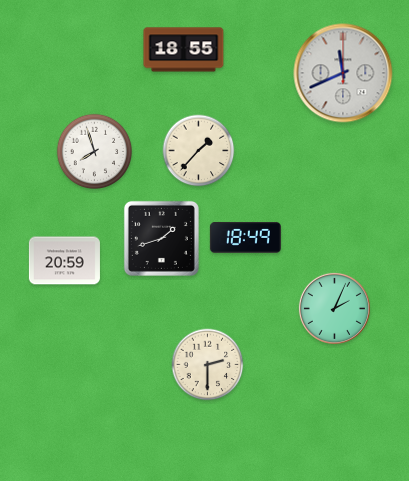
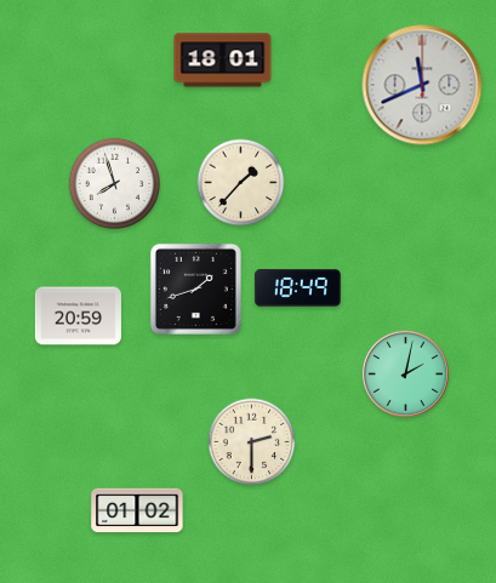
clock at (184, 50): 18:55 -> 18:01
clock at (343, 73) position: (343, 73) -> (422, 85)
clock at (334, 308): 2:04 -> 2:02
clock at (137, 510): none -> 01:02
